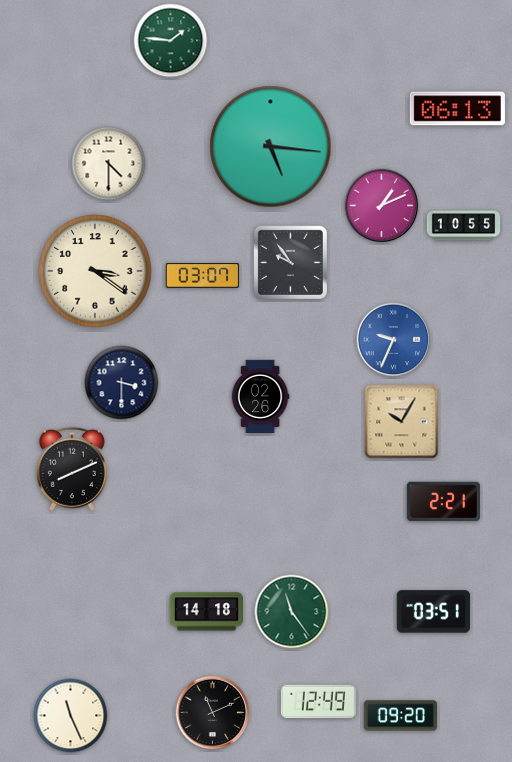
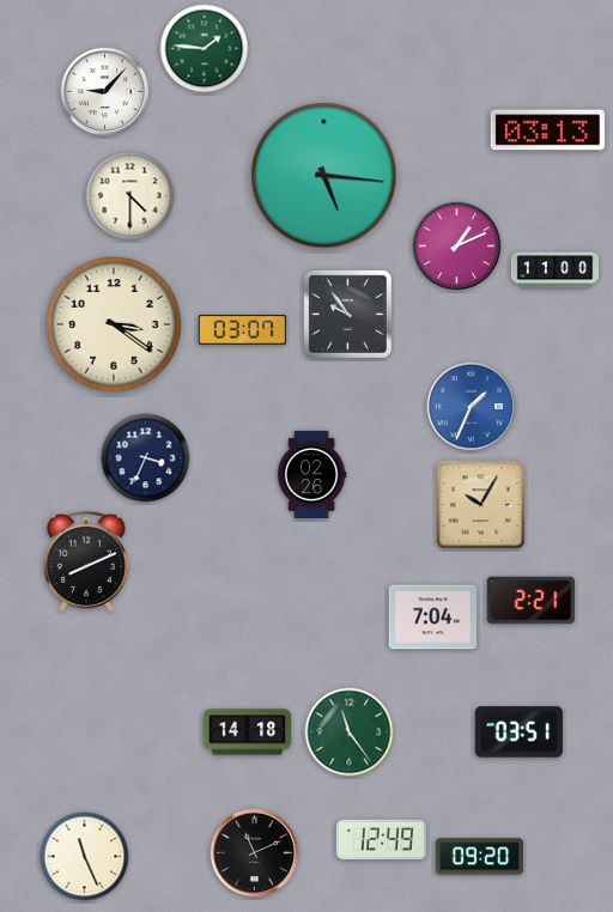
clock at (105, 92): none -> 9:07
clock at (457, 109): 06:13 -> 03:13
clock at (464, 226): 10:55 -> 11:00
clock at (394, 340): 9:34 -> 1:34
clock at (122, 383): 3:30 -> 3:34
clock at (432, 618): none -> 7:04
